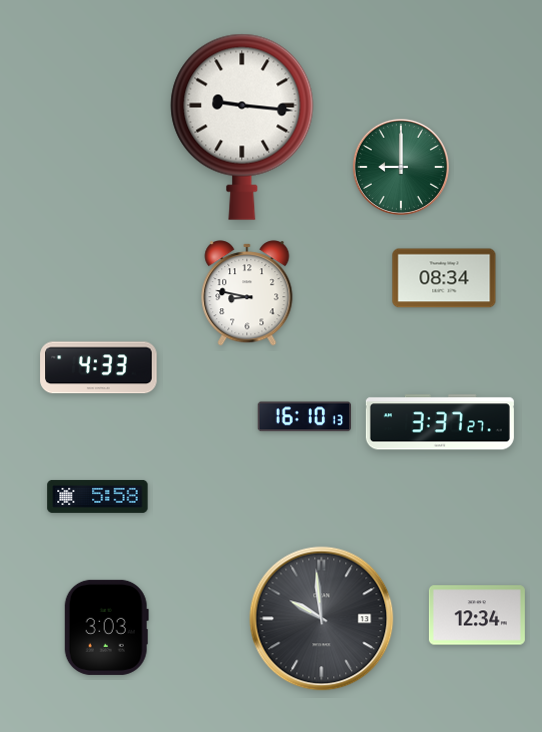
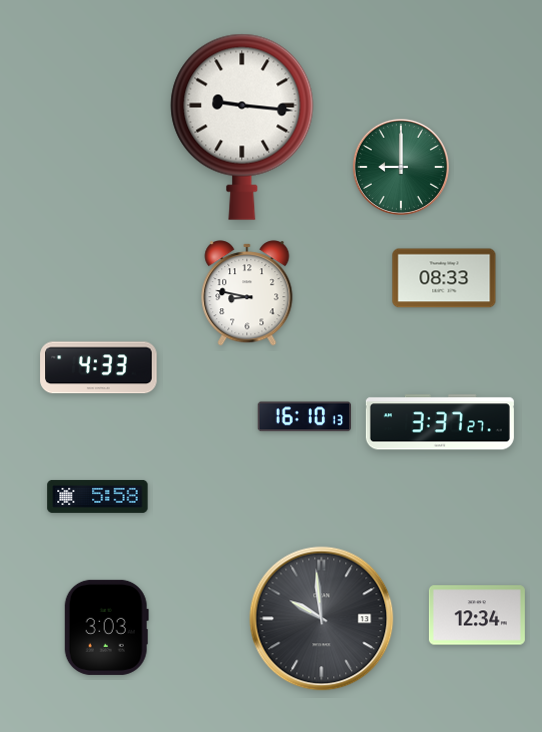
clock at (444, 278): 08:34 -> 08:33
